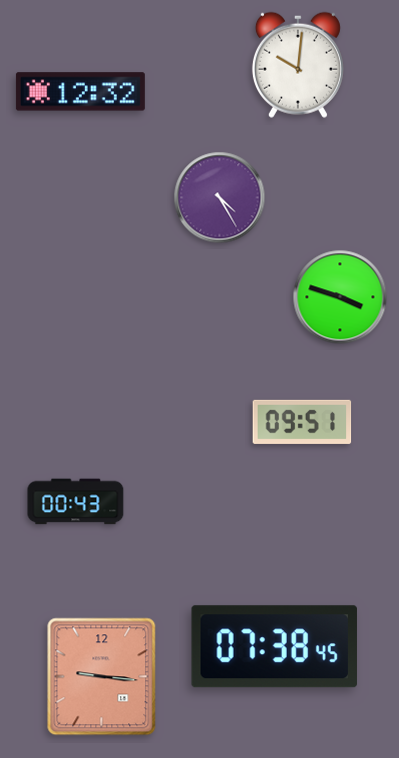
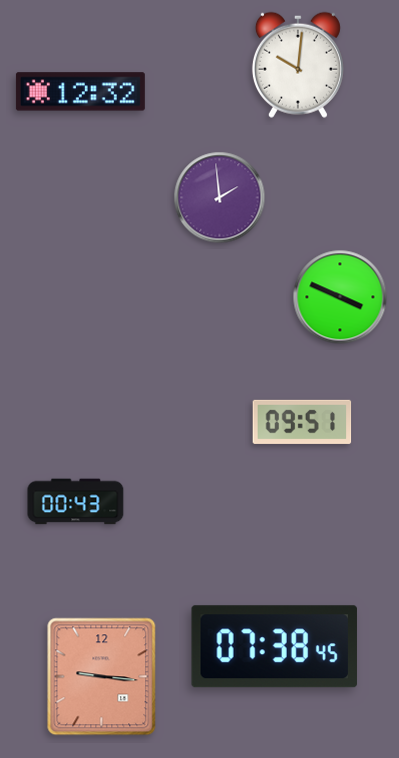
clock at (220, 198): 4:25 -> 1:59
clock at (340, 297): 3:48 -> 3:49
